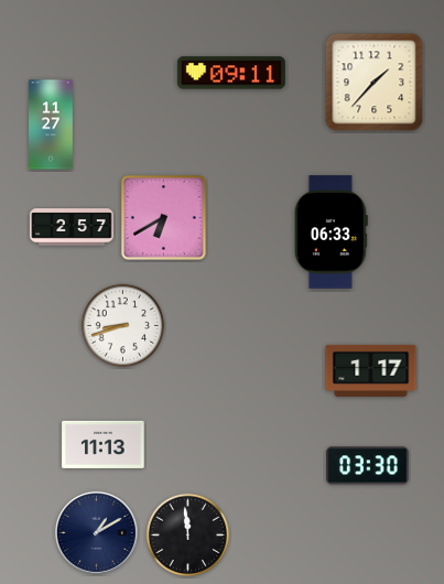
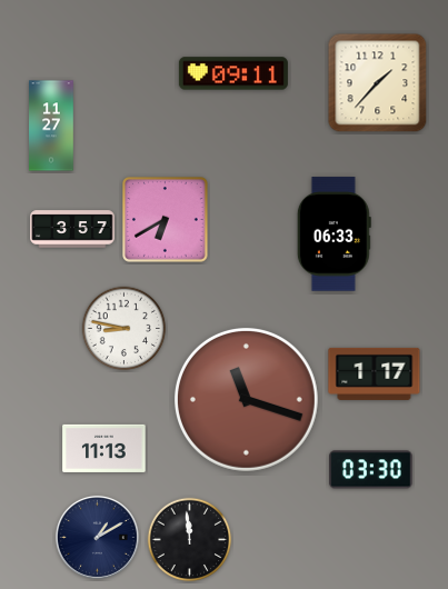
clock at (72, 227): 2:57 -> 3:57
clock at (123, 326): 8:42 -> 8:47
clock at (246, 399): none -> 11:18
